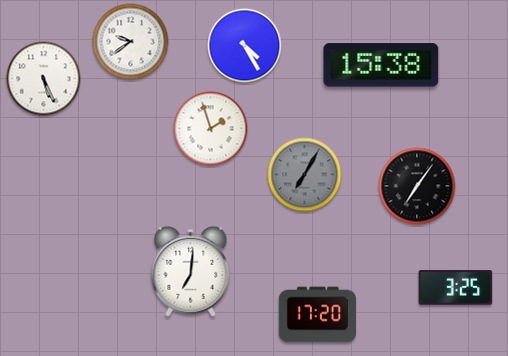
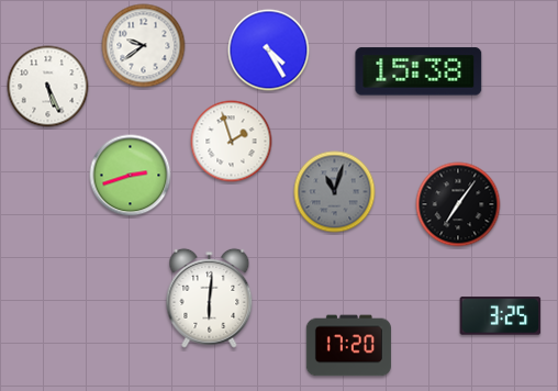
clock at (131, 176): none -> 2:42
clock at (305, 175): 7:05 -> 11:03
clock at (191, 271): 7:01 -> 6:01
